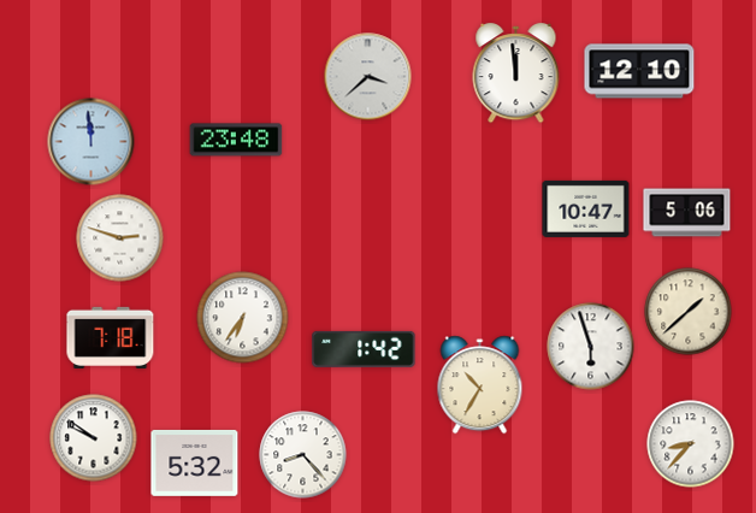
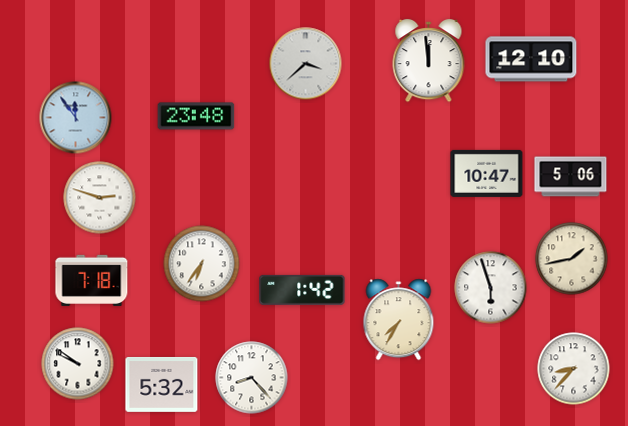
clock at (91, 142): 11:59 -> 11:54
clock at (689, 312): 1:38 -> 1:43
clock at (480, 385): 10:35 -> 7:35
